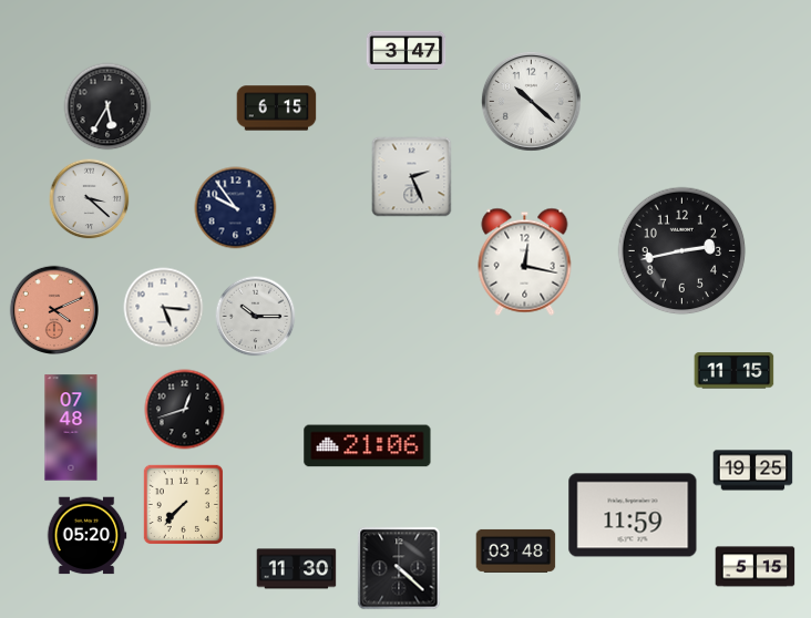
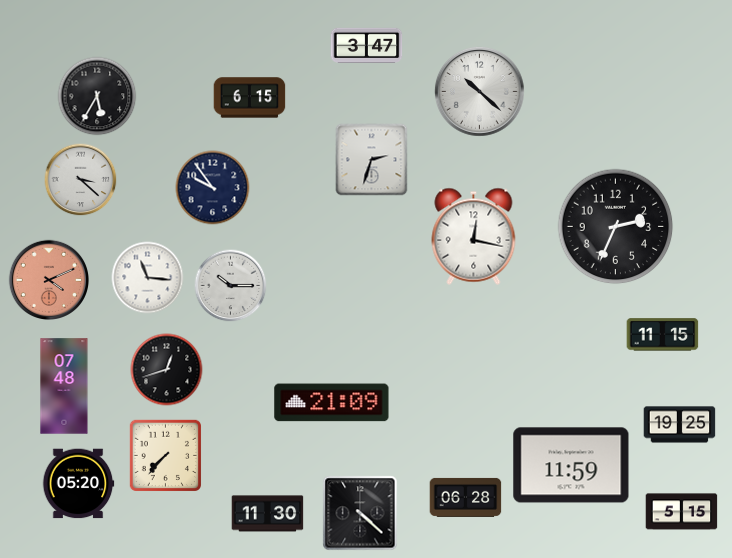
clock at (412, 177): 2:26 -> 2:33
clock at (682, 251): 2:43 -> 2:34
clock at (164, 308): 5:16 -> 11:16
clock at (368, 446): 21:06 -> 21:09
clock at (516, 550): 03:48 -> 06:28
